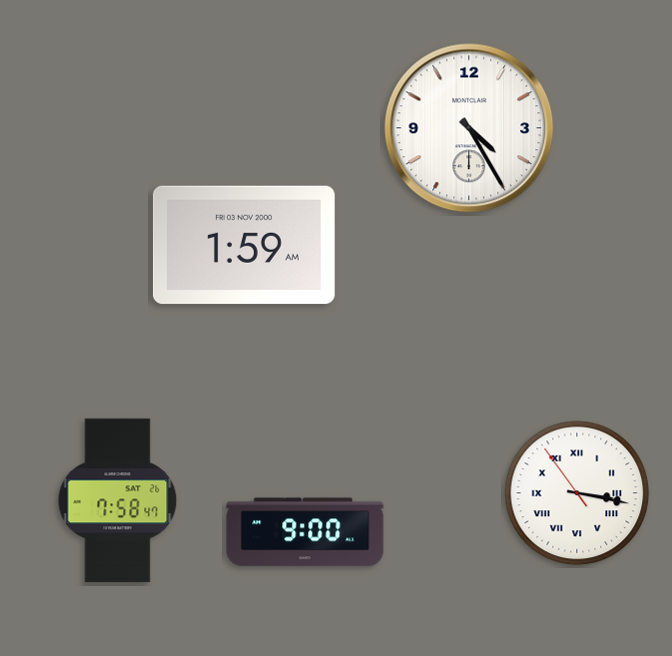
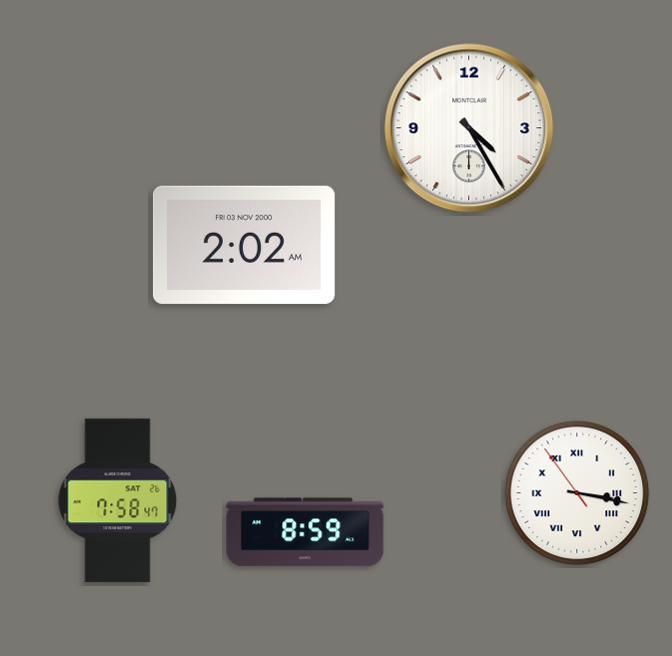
clock at (244, 245): 1:59 -> 2:02
clock at (305, 532): 9:00 -> 8:59
